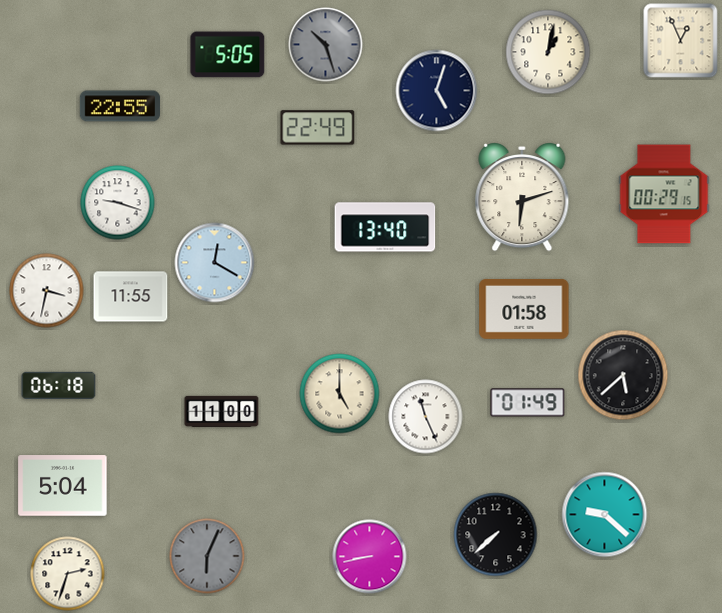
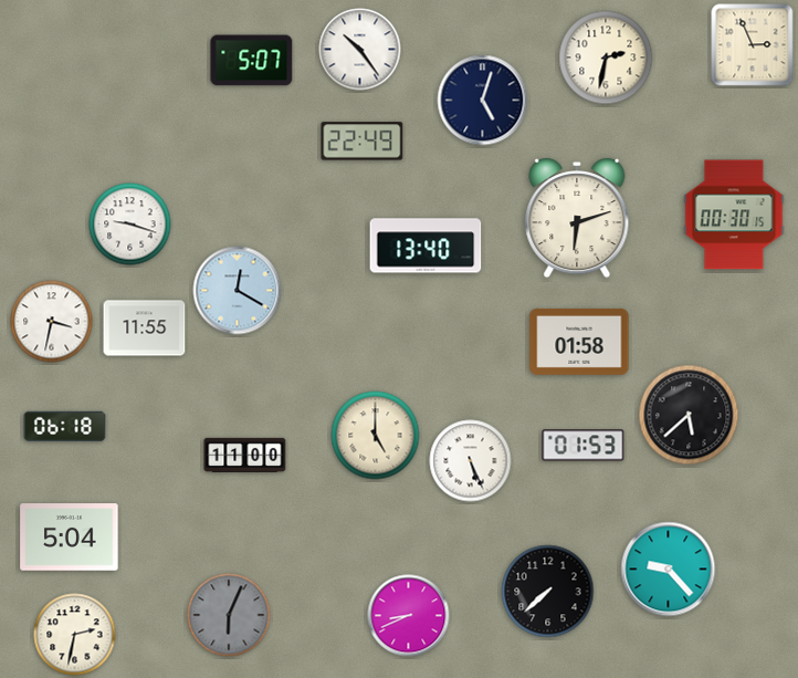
clock at (681, 41): 12:56 -> 2:56
clock at (326, 45): 10:27 -> 10:24
clock at (326, 45) dial: grey -> white
clock at (548, 52): 1:02 -> 2:32
clock at (228, 55): 5:05 -> 5:07
clock at (120, 106): 22:55 -> none
clock at (318, 128) position: (318, 128) -> (363, 142)
clock at (664, 194): 00:29 -> 00:30
clock at (385, 227) position: (385, 227) -> (426, 246)
clock at (528, 403): 01:49 -> 01:53
clock at (426, 417): 11:26 -> 5:26
clock at (605, 515): 9:22 -> 9:23
clock at (370, 557): 8:43 -> 8:41
clock at (68, 574): 2:33 -> 2:32
